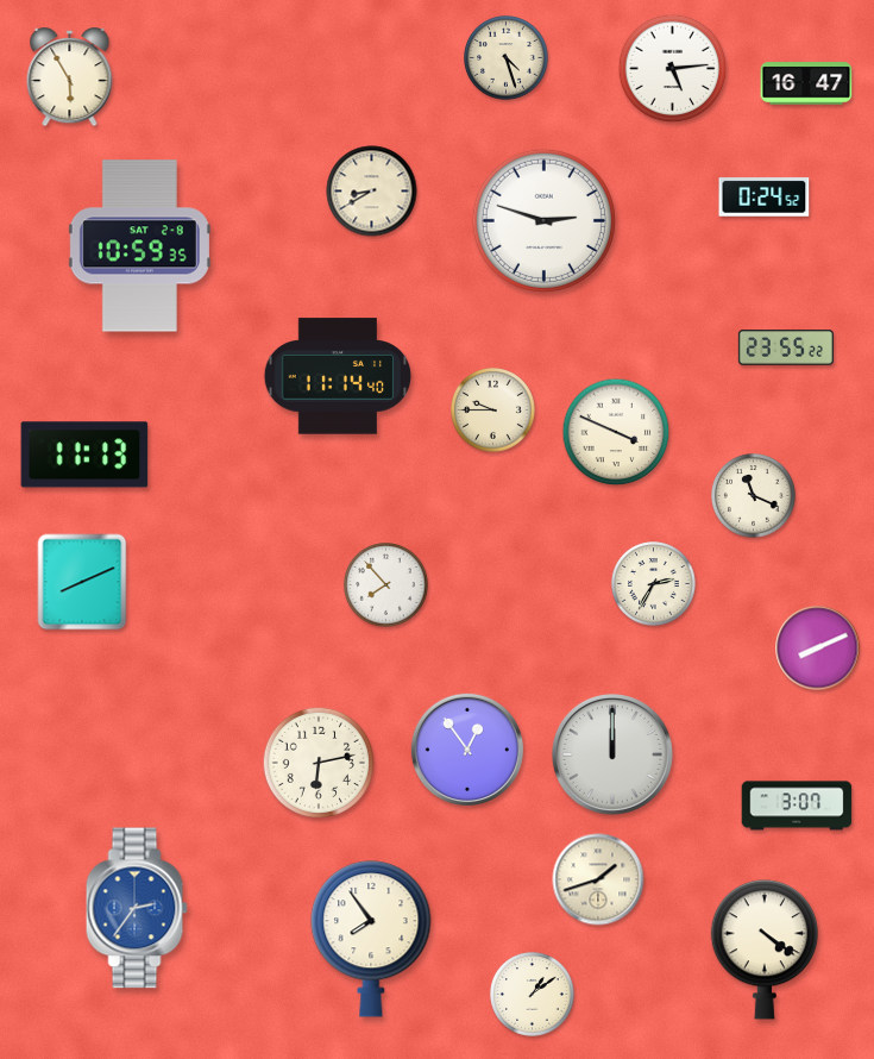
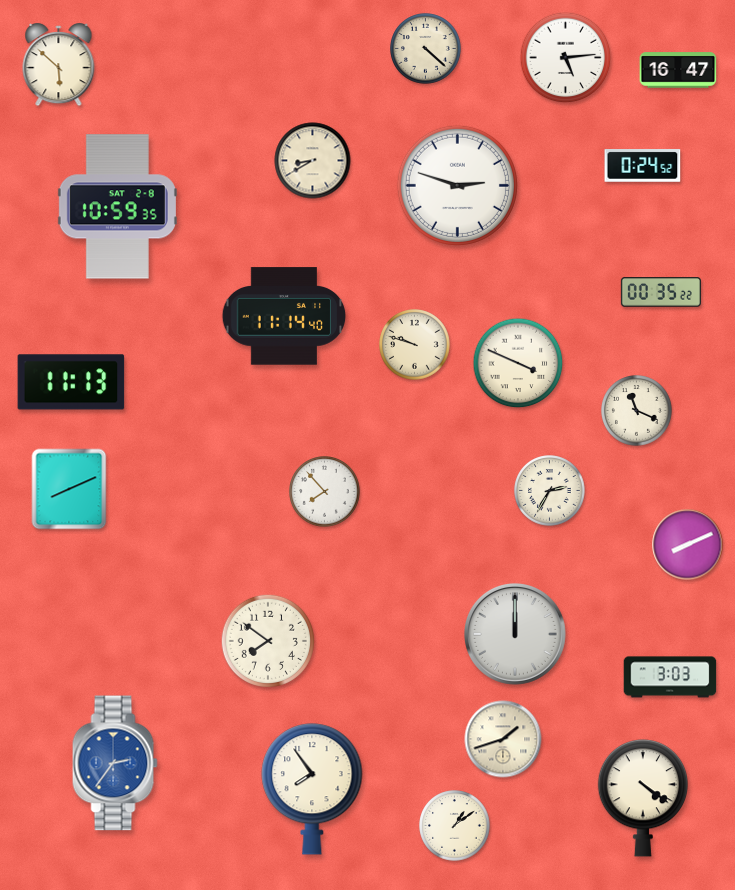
clock at (507, 58): 4:27 -> 4:22
clock at (70, 79): 5:55 -> 5:52
clock at (786, 347): 23:55 -> 00:35
clock at (493, 411): 9:45 -> 9:48
clock at (754, 496) position: (754, 496) -> (637, 411)
clock at (467, 750): 12:54 -> none
clock at (319, 763): 6:13 -> 7:51
clock at (797, 806): 3:07 -> 3:03
clock at (533, 995) position: (533, 995) -> (455, 826)
